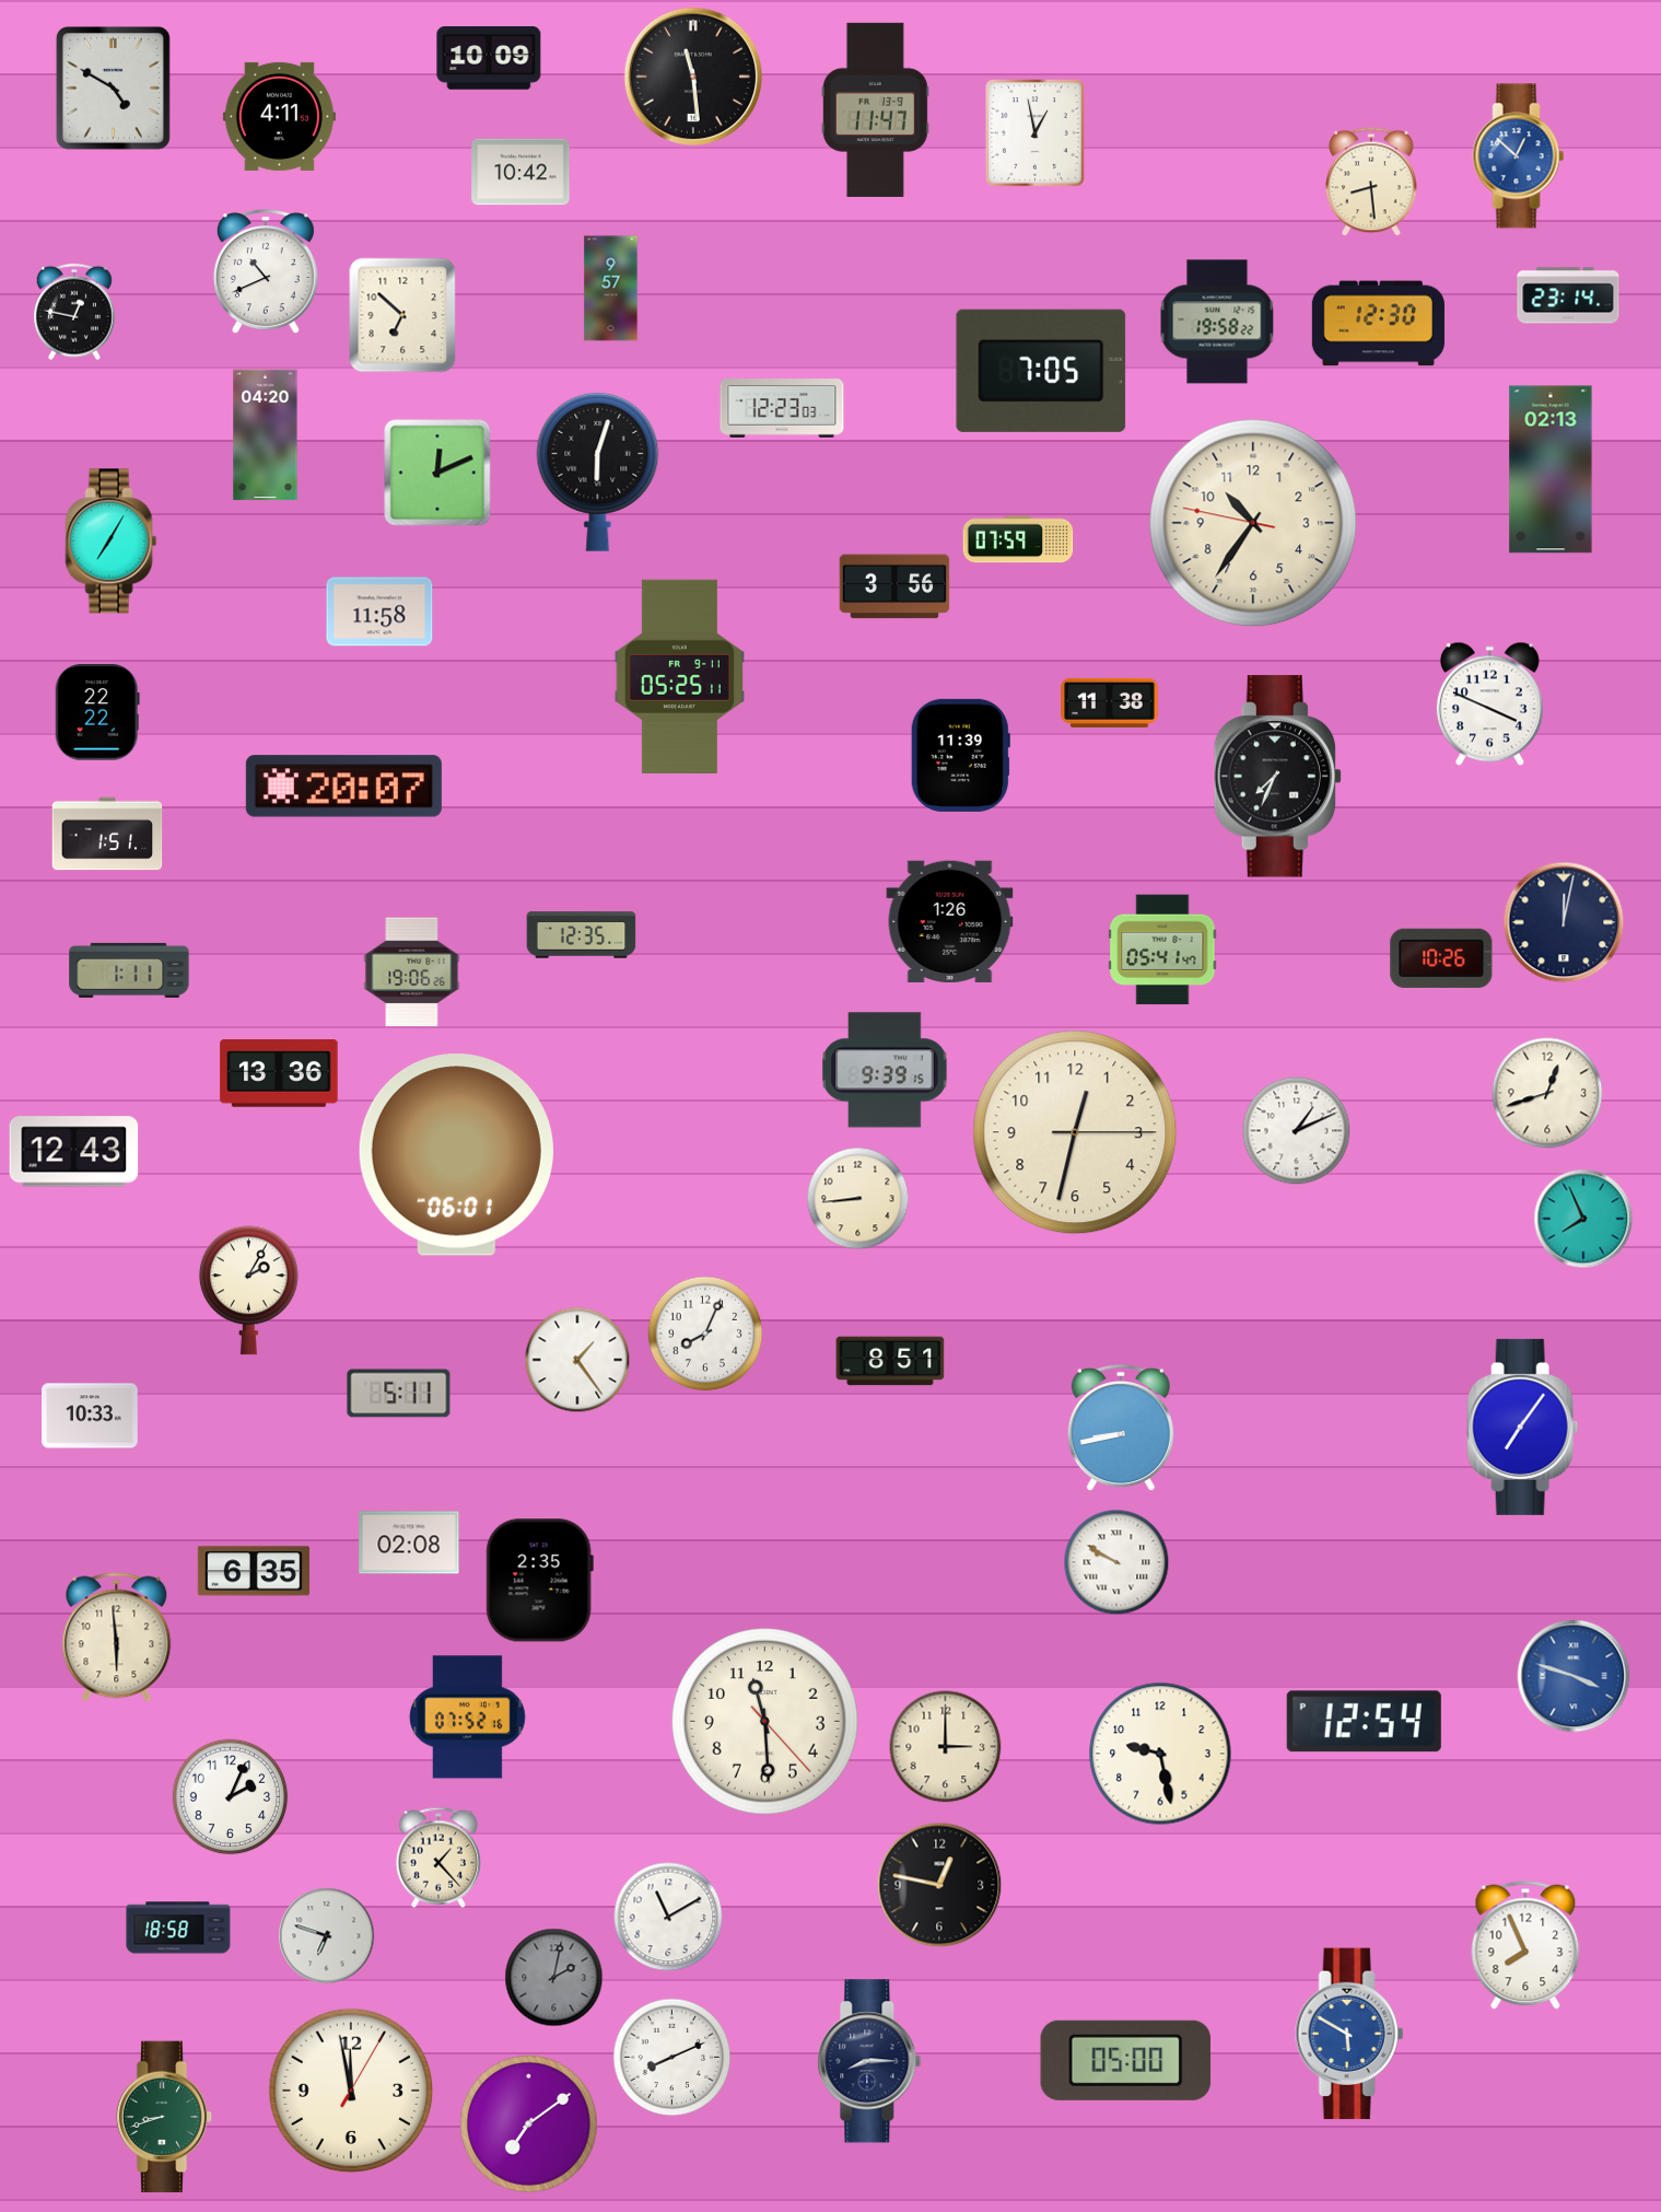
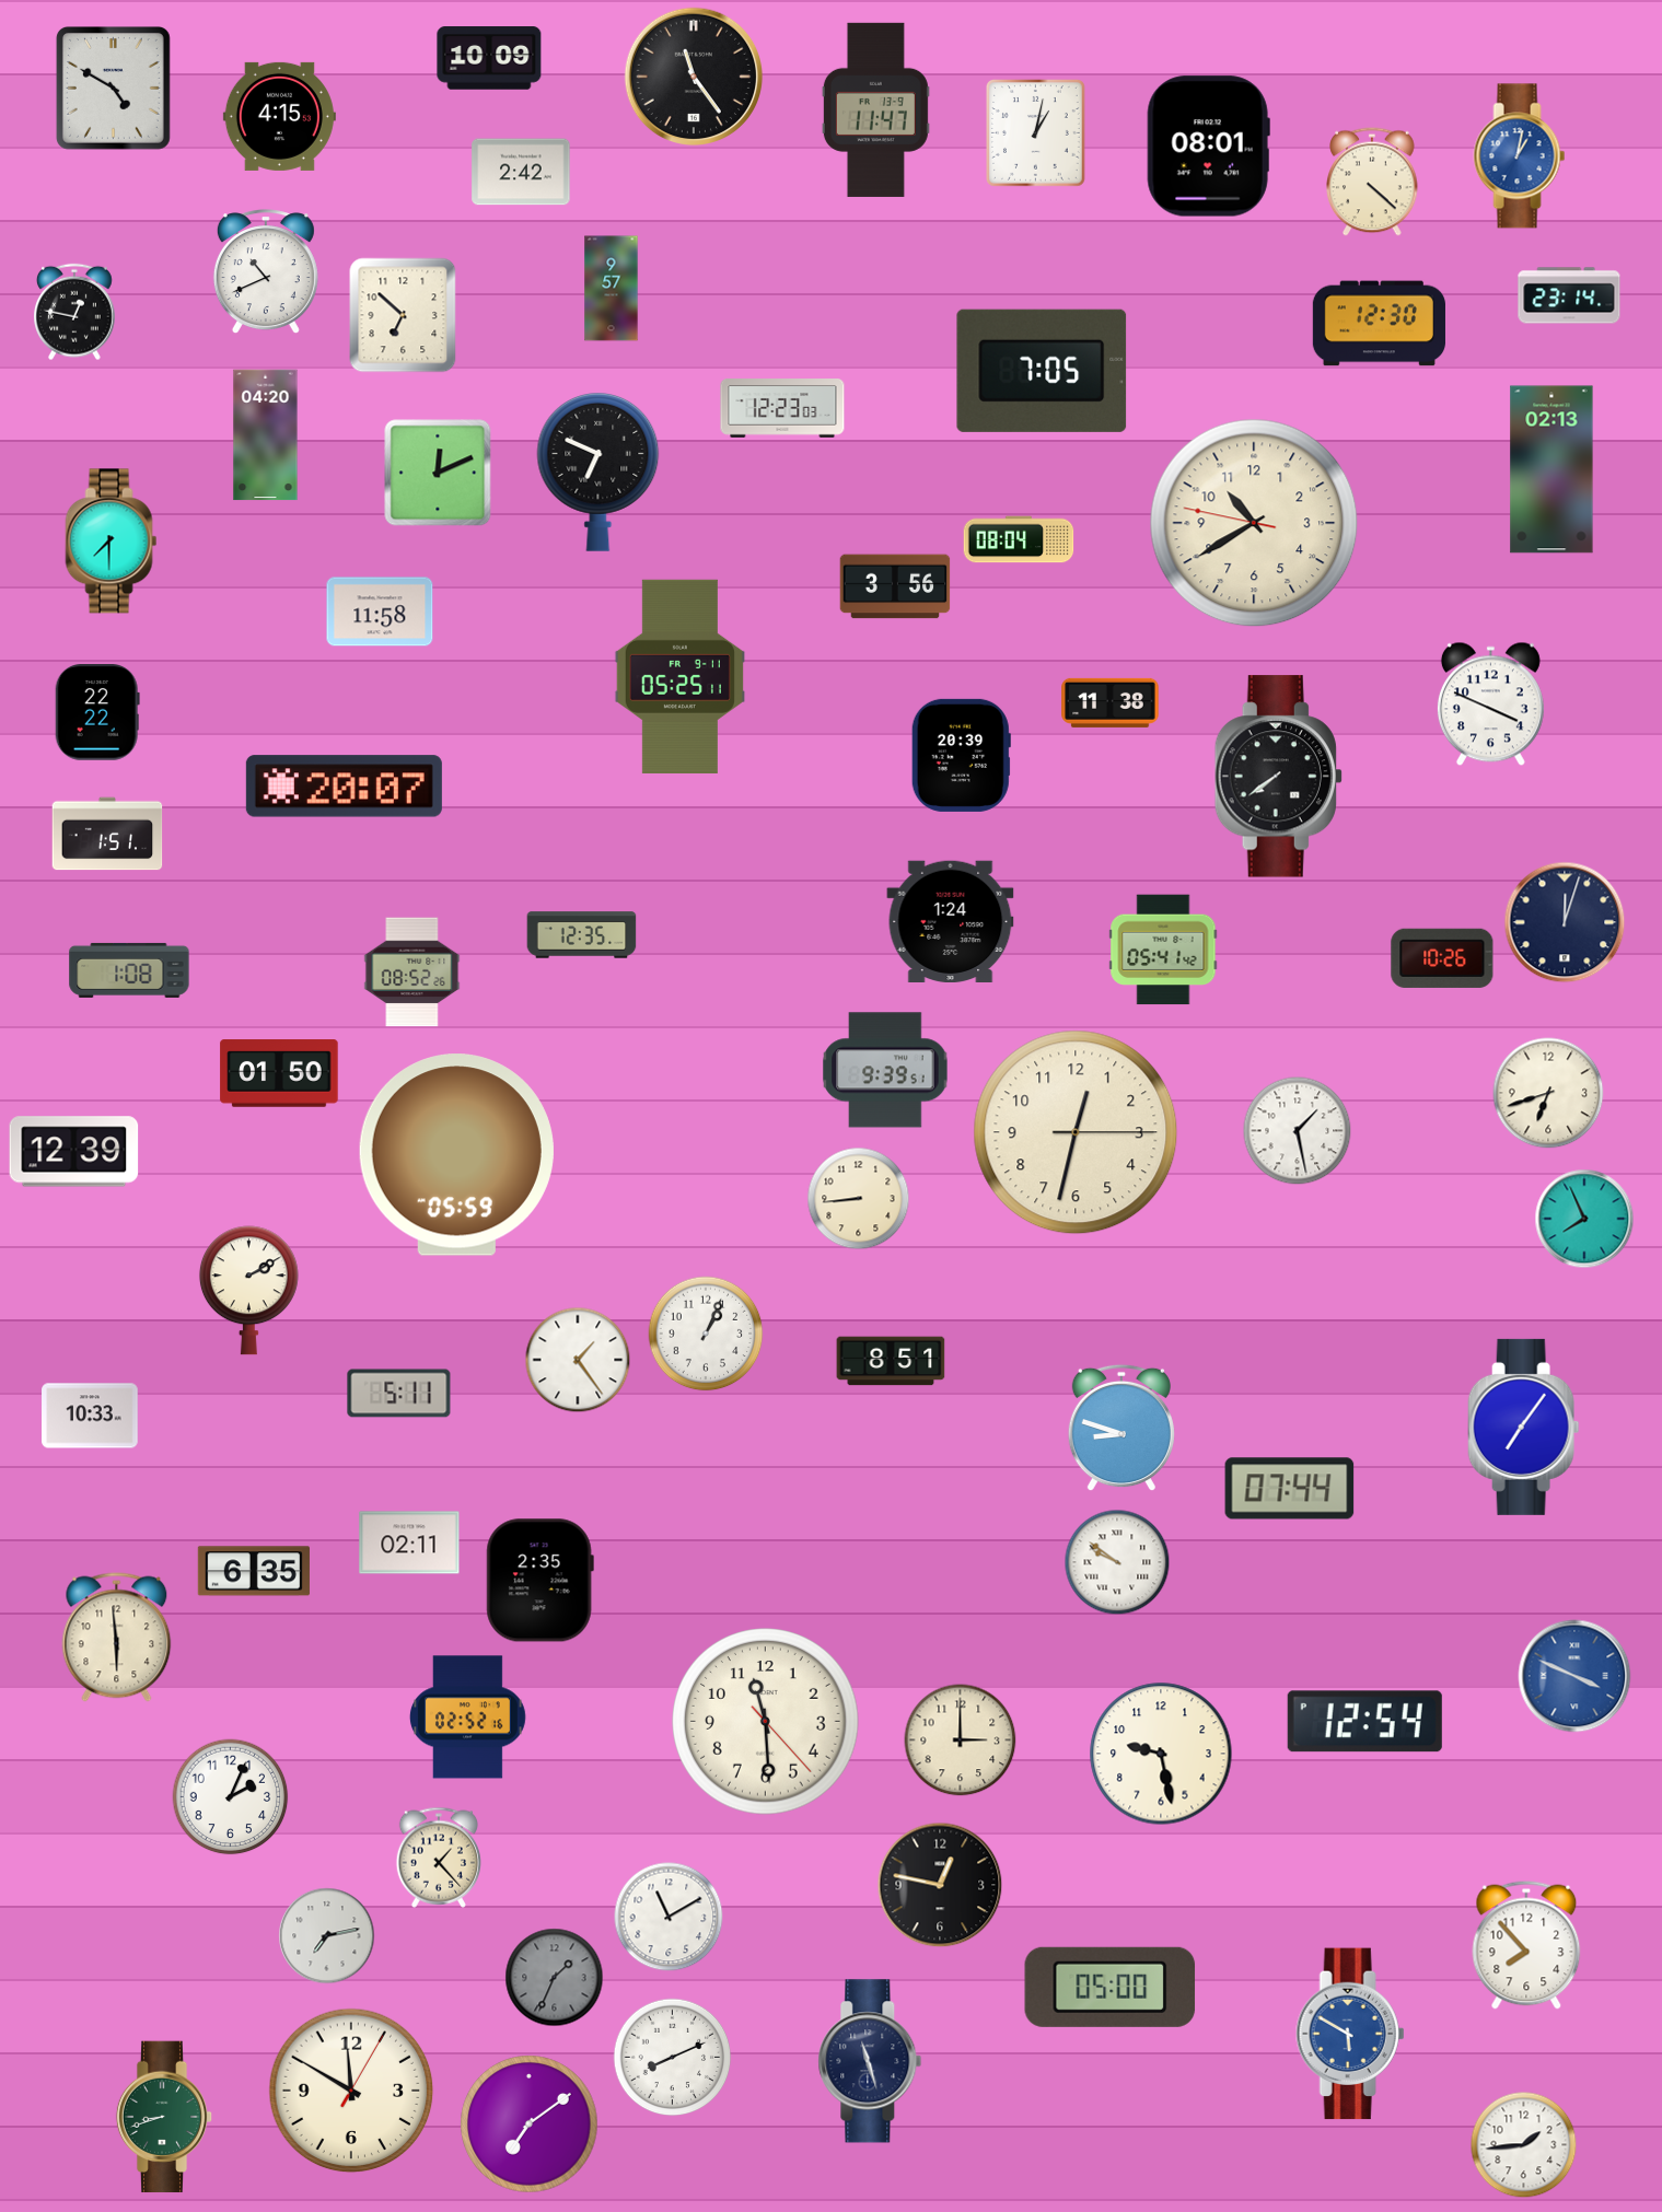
clock at (693, 77): 11:29 -> 11:24
clock at (279, 116): 4:11 -> 4:15
clock at (1034, 132): 12:58 -> 1:02
clock at (1208, 147): none -> 08:01
clock at (1519, 156): 12:52 -> 1:02
clock at (520, 172): 10:42 -> 2:42
clock at (1371, 182): 8:29 -> 4:22
clock at (1217, 322): 19:58 -> none
clock at (598, 473): 6:03 -> 6:49
clock at (1253, 523): 10:35 -> 10:39
clock at (1018, 539): 07:59 -> 08:04
clock at (112, 542): 7:05 -> 7:30
clock at (960, 755): 11:39 -> 20:39
clock at (1277, 777): 7:34 -> 7:39
clock at (950, 921): 1:26 -> 1:24
clock at (1564, 922): 12:02 -> 12:03
clock at (1162, 950): 05:41:47 -> 05:41:42
clock at (129, 970): 1:11 -> 1:08
clock at (412, 973): 19:06 -> 08:52
clock at (885, 1070): 9:39:15 -> 9:39:51
clock at (279, 1073): 13:36 -> 01:50
clock at (1547, 1093): 12:42 -> 6:42
clock at (1297, 1131): 1:11 -> 1:28
clock at (74, 1152): 12:43 -> 12:39
clock at (456, 1155): 06:01 -> 05:59
clock at (248, 1291): 2:05 -> 2:10
clock at (705, 1334): 8:04 -> 1:04
clock at (1121, 1428): 8:43 -> 8:48
clock at (1290, 1489): none -> 07:44
clock at (409, 1542): 02:08 -> 02:11
clock at (1116, 1562): 9:50 -> 9:51
clock at (1574, 1676): 3:48 -> 3:49
clock at (467, 1718): 07:52 -> 02:52
clock at (946, 1747) position: (946, 1747) -> (961, 1741)
clock at (178, 1928): 18:58 -> none
clock at (327, 1936): 6:48 -> 7:13
clock at (1525, 1945): 7:56 -> 7:53
clock at (554, 1978): 2:02 -> 1:34
clock at (1126, 2060) position: (1126, 2060) -> (1111, 1987)
clock at (869, 2061): 8:15 -> 11:27
clock at (351, 2091): 11:58 -> 11:50
clock at (1524, 2145): none -> 1:44
